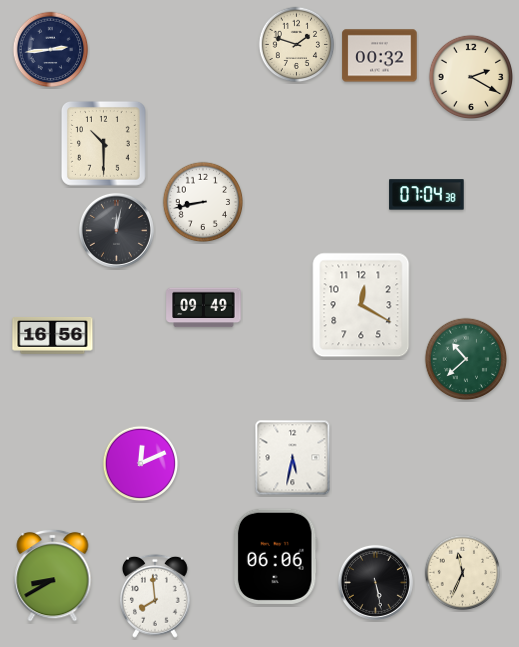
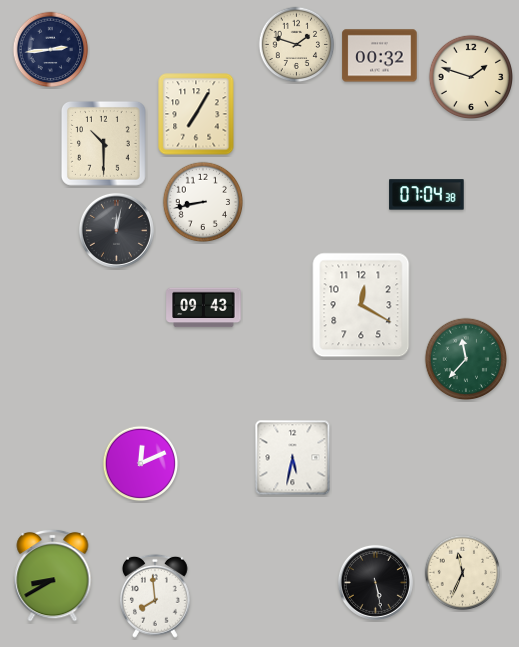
clock at (470, 76): 2:20 -> 1:48
clock at (196, 114): none -> 7:05
clock at (204, 308): 09:49 -> 09:43
clock at (53, 335): 16:56 -> none
clock at (466, 359): 10:38 -> 11:37
clock at (275, 556): 06:06 -> none
